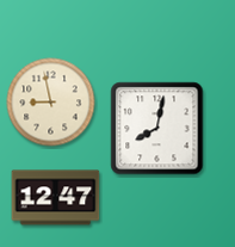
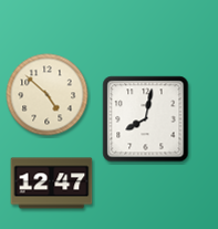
clock at (51, 103): 8:58 -> 4:52
